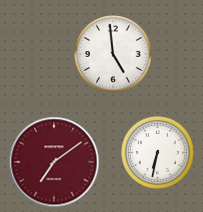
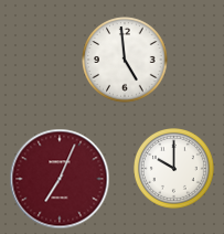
clock at (158, 153): 6:32 -> 10:00
clock at (54, 162): 7:09 -> 7:04
